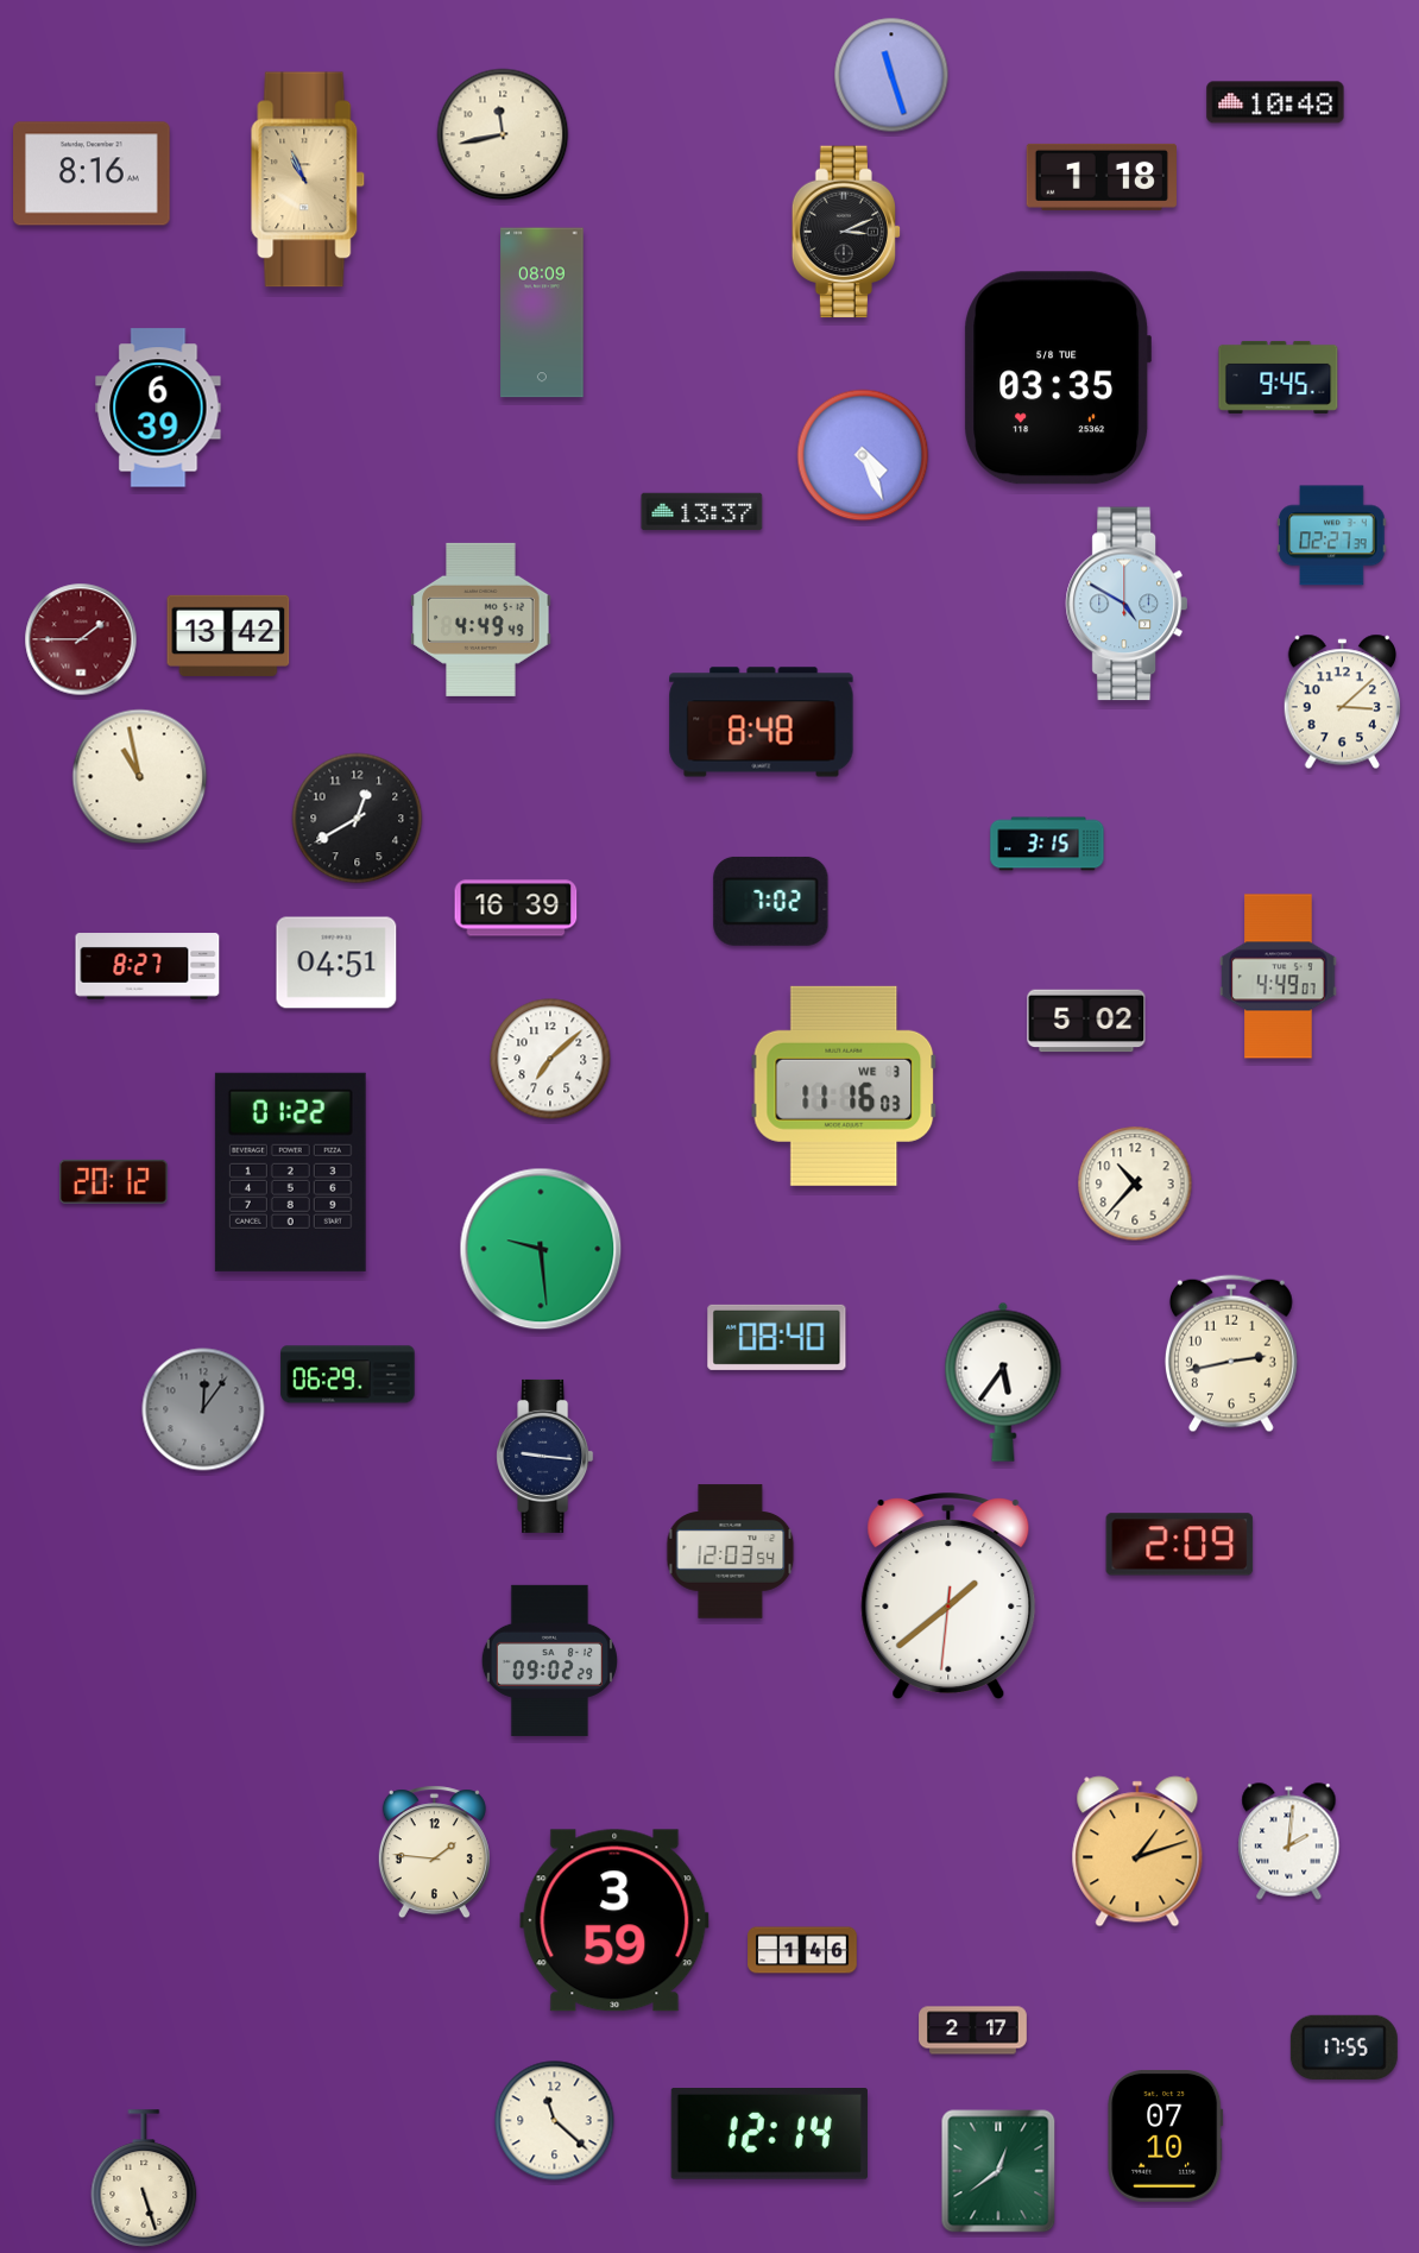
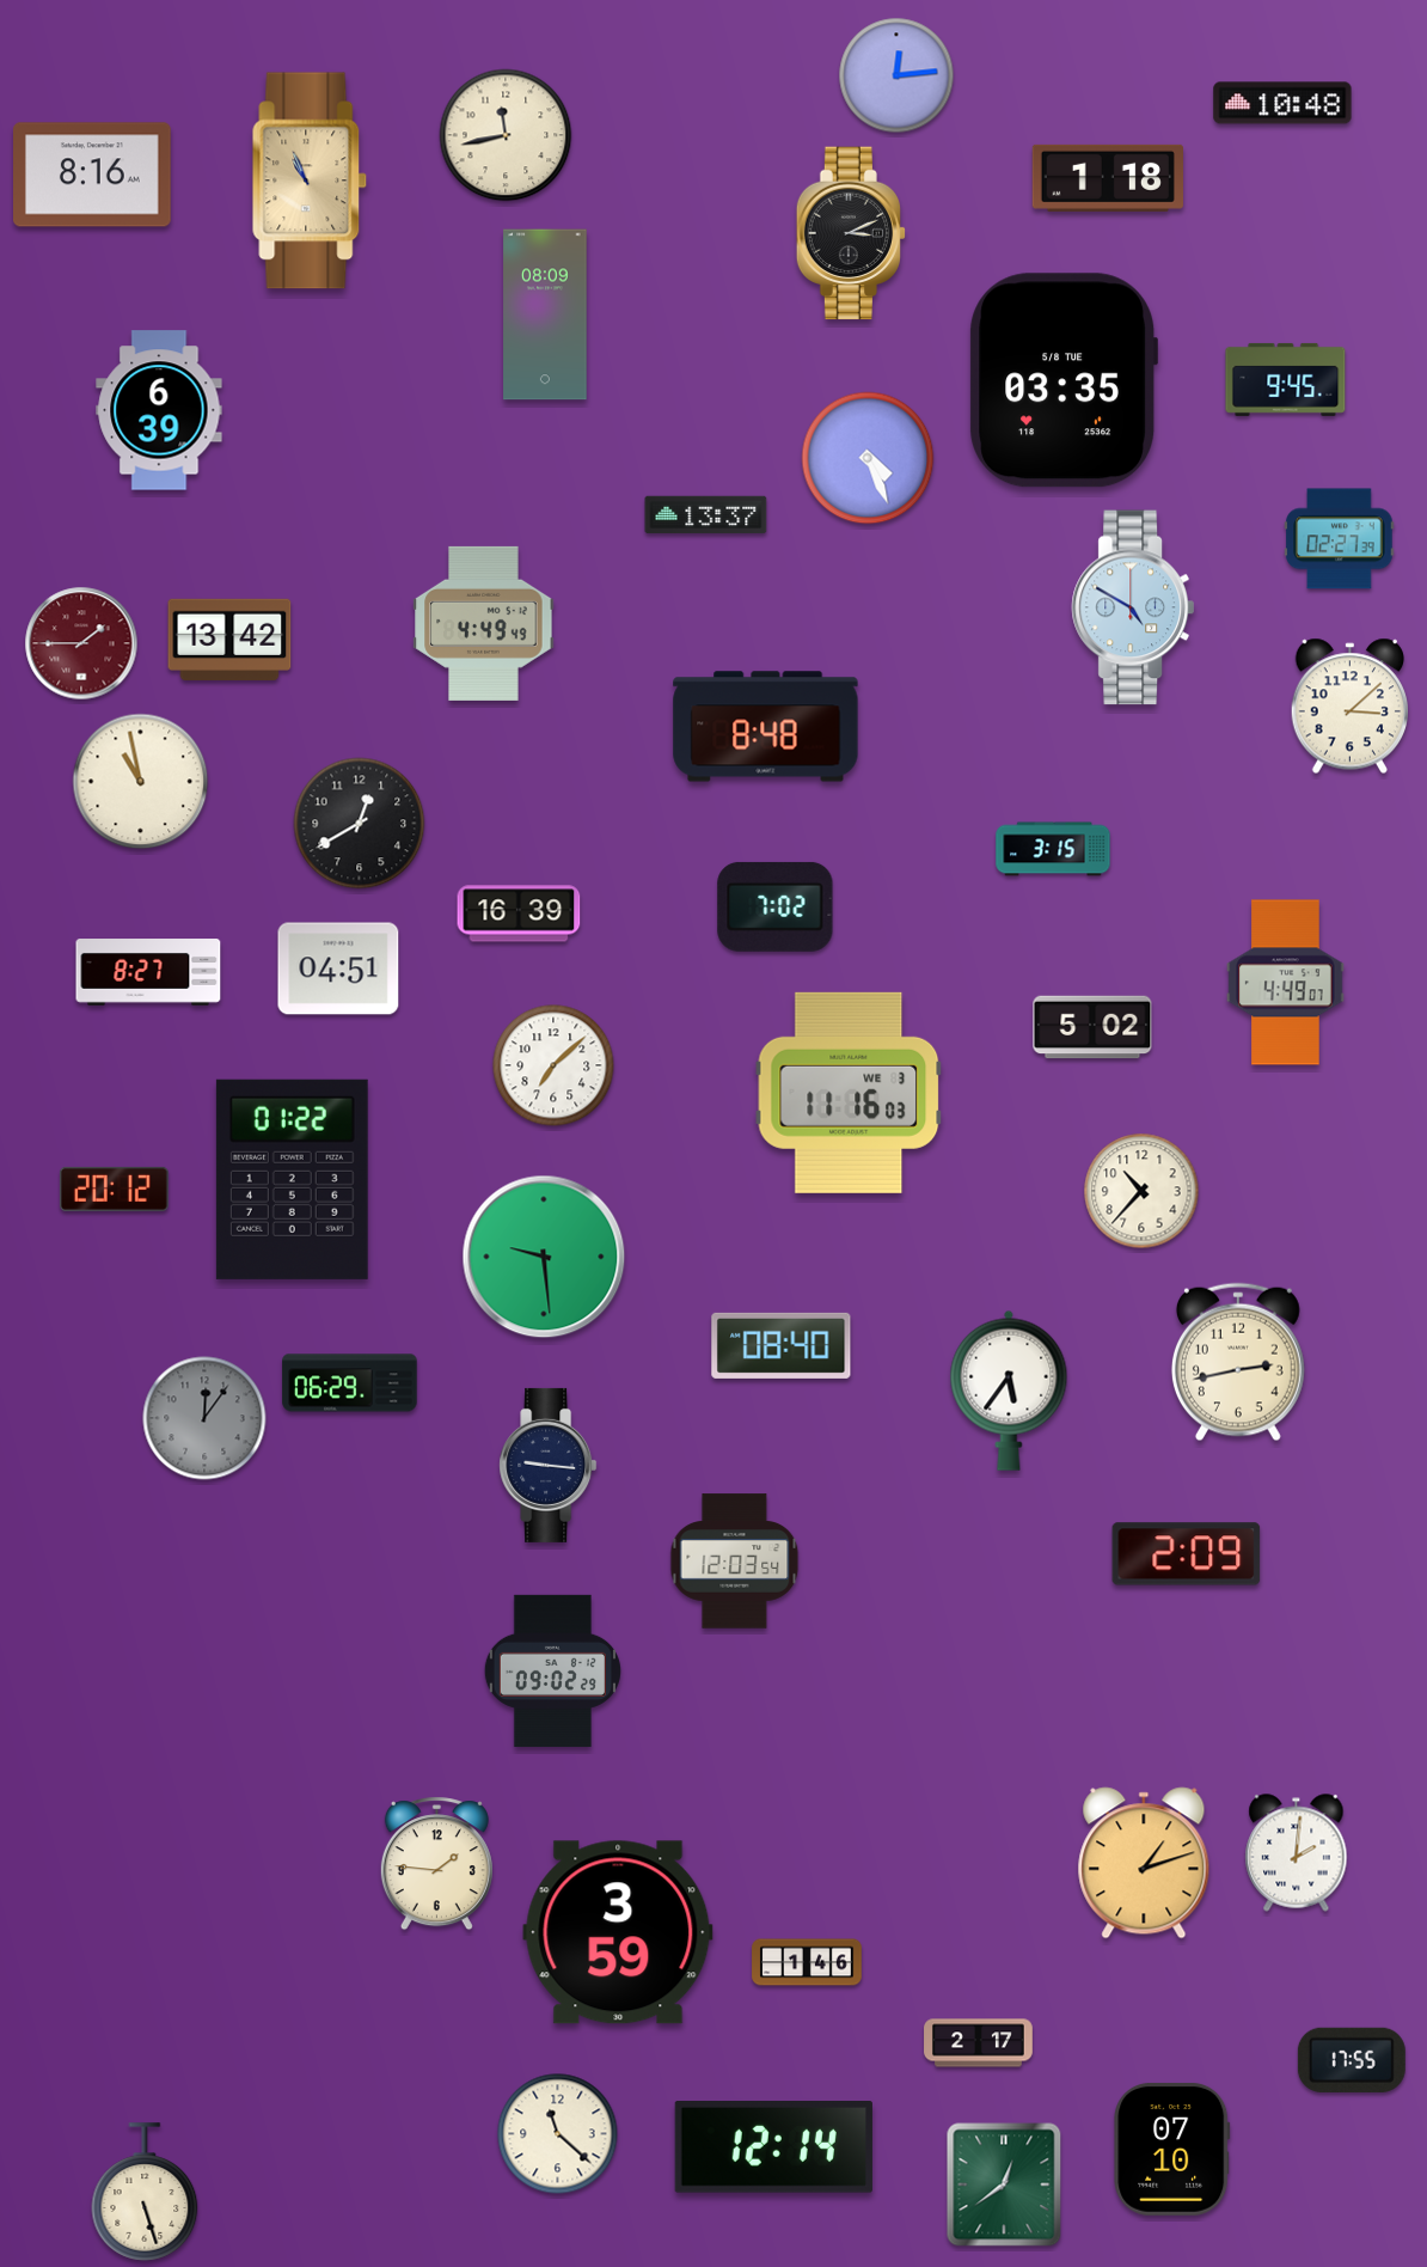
clock at (891, 75): 11:27 -> 12:14
clock at (948, 1597): 1:38 -> none
